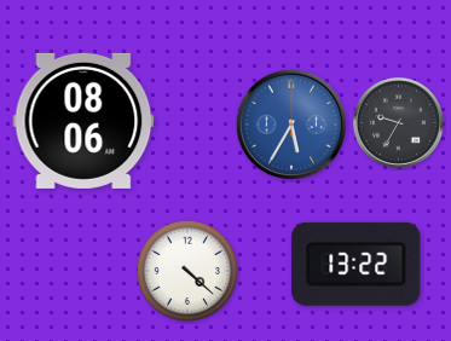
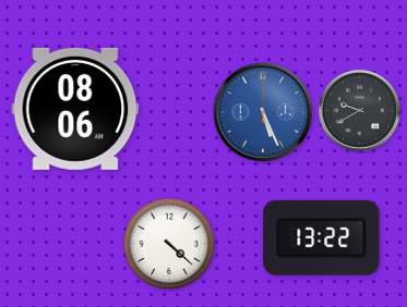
clock at (398, 122): 9:35 -> 9:40
clock at (290, 123): 5:35 -> 5:26
